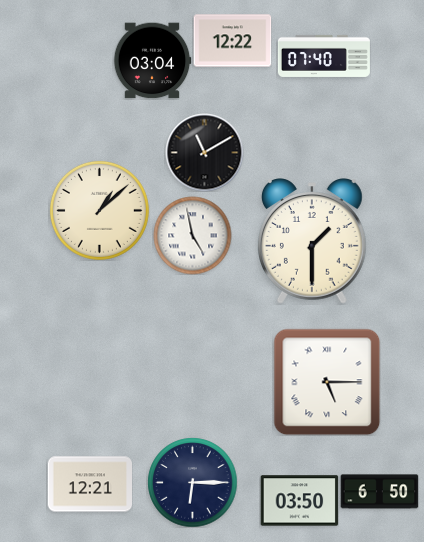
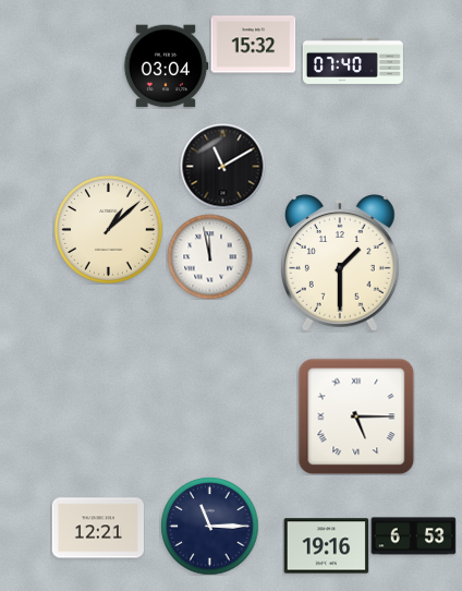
clock at (232, 41): 12:22 -> 15:32
clock at (192, 235): 4:58 -> 11:58
clock at (192, 482): 6:15 -> 11:15
clock at (379, 492): 6:50 -> 6:53
clock at (299, 501): 03:50 -> 19:16
